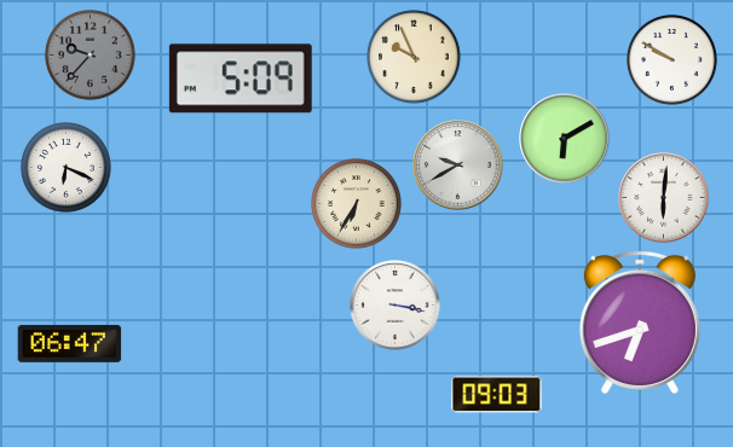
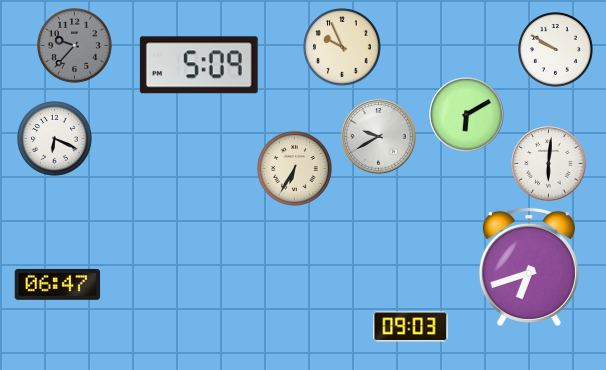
clock at (396, 306): 3:17 -> none
